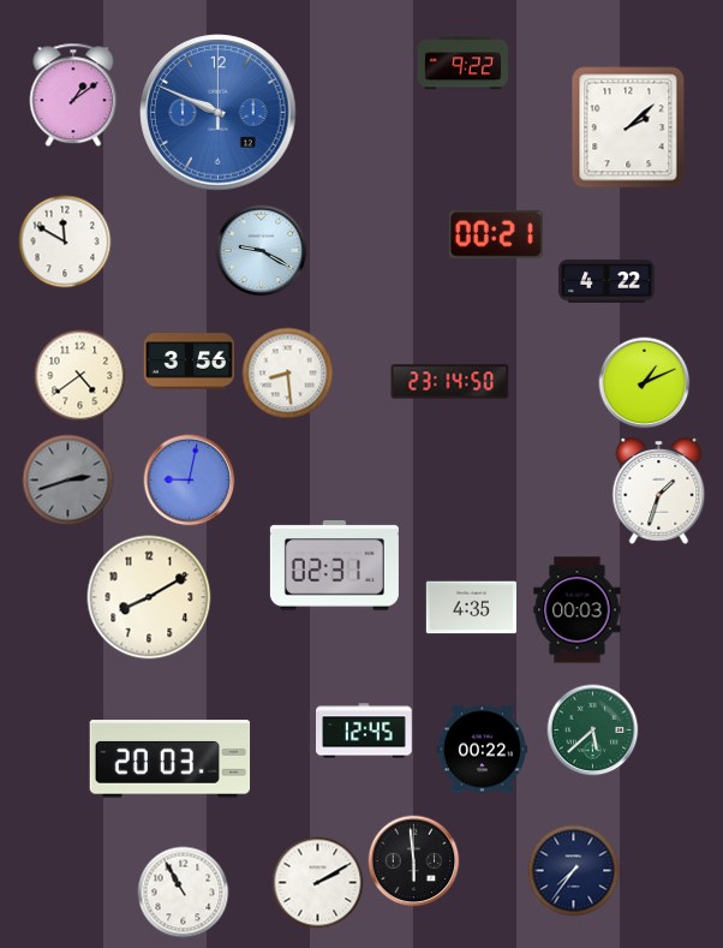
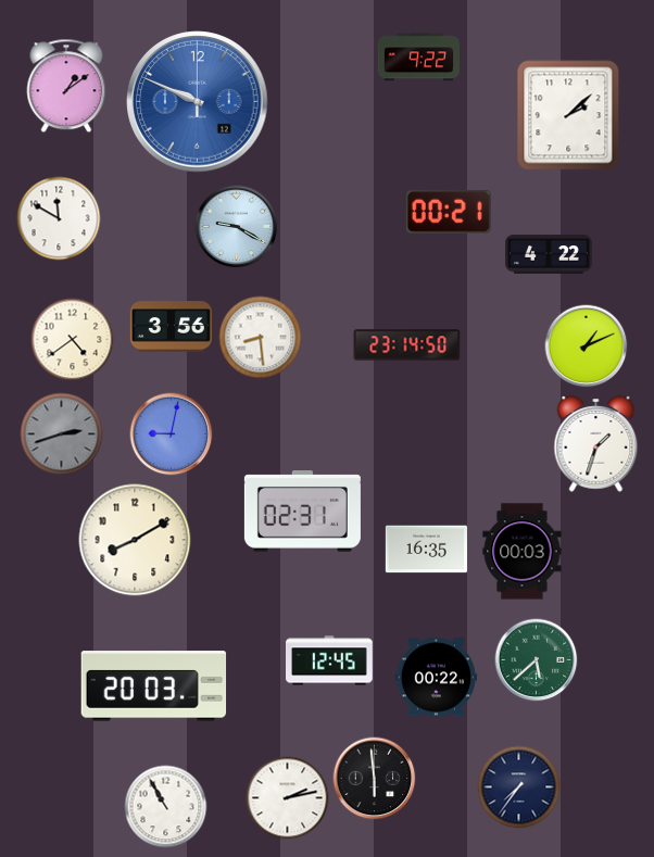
clock at (645, 383) position: (645, 383) -> (587, 346)
clock at (471, 608): 4:35 -> 16:35
clock at (318, 883): 2:10 -> 2:13
